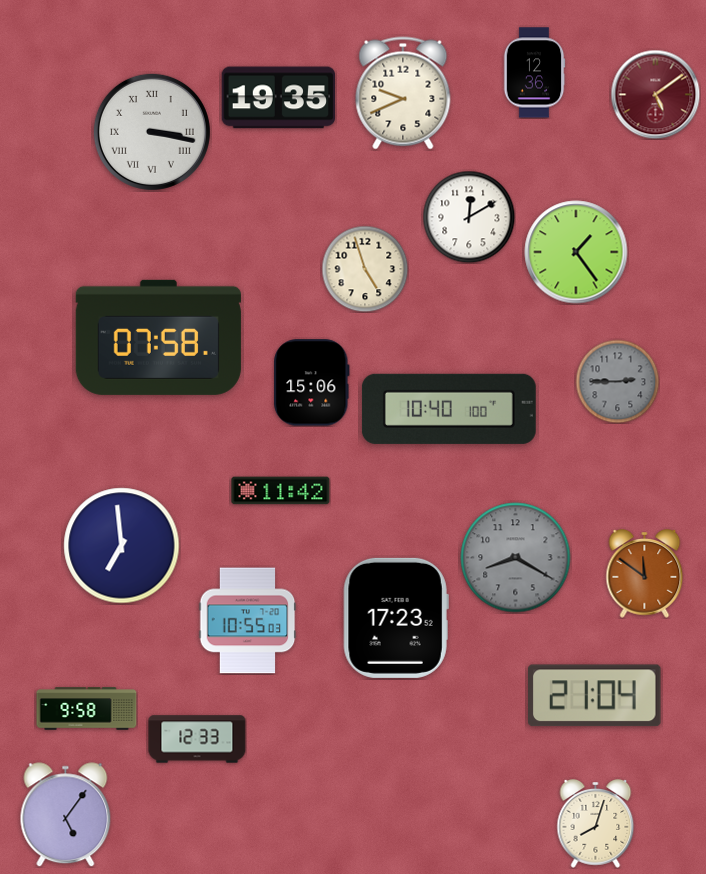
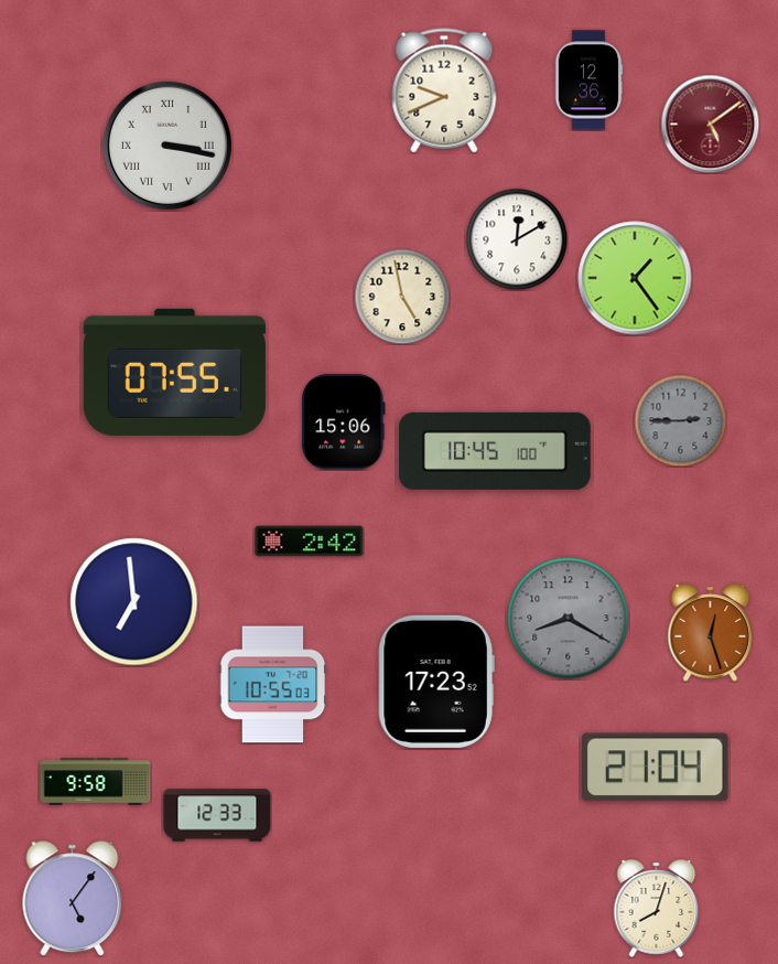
clock at (403, 93) position: (403, 93) -> (444, 90)
clock at (655, 94) position: (655, 94) -> (710, 124)
clock at (279, 98): 19:35 -> none
clock at (365, 269): 4:57 -> 4:58
clock at (158, 337): 07:58 -> 07:55
clock at (449, 409): 10:40 -> 10:45
clock at (281, 491): 11:42 -> 2:42
clock at (516, 558) position: (516, 558) -> (569, 619)
clock at (645, 574): 11:51 -> 12:27
